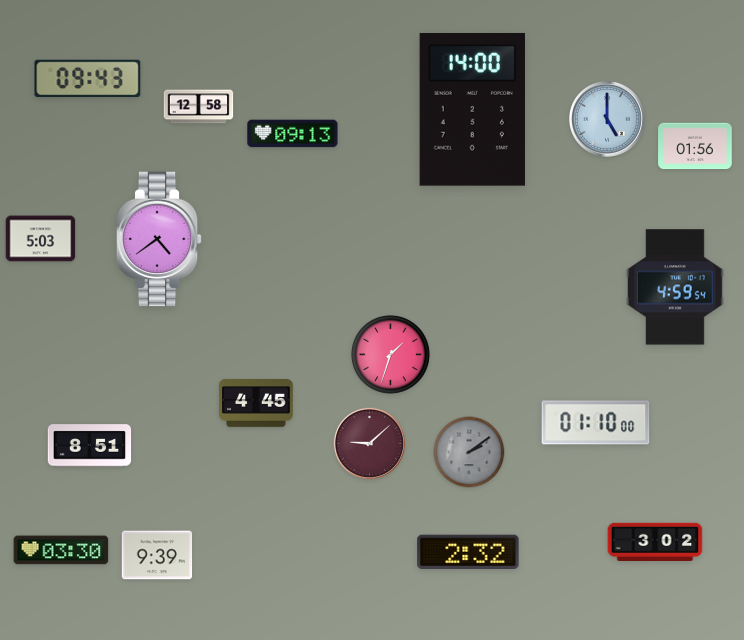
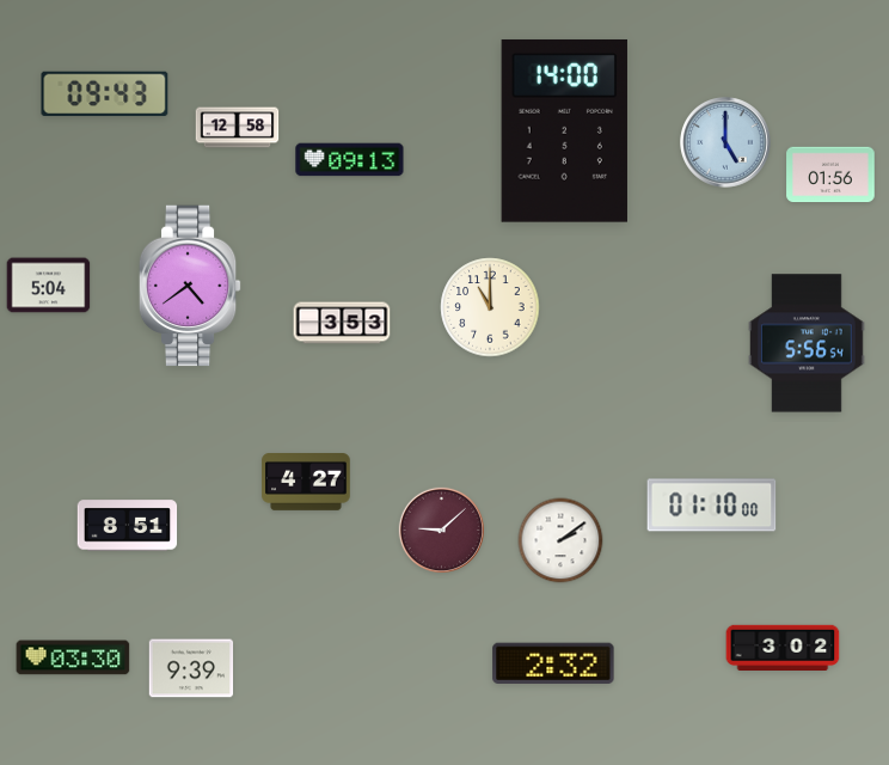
clock at (41, 239): 5:03 -> 5:04
clock at (490, 307): none -> 11:00
clock at (342, 323): none -> 3:53
clock at (675, 287): 4:59 -> 5:56
clock at (390, 354): 1:33 -> none
clock at (256, 404): 4:45 -> 4:27
clock at (90, 446) position: (90, 446) -> (128, 526)
clock at (469, 452) dial: grey -> white
clock at (468, 552) position: (468, 552) -> (553, 663)
clock at (157, 555) position: (157, 555) -> (191, 668)
